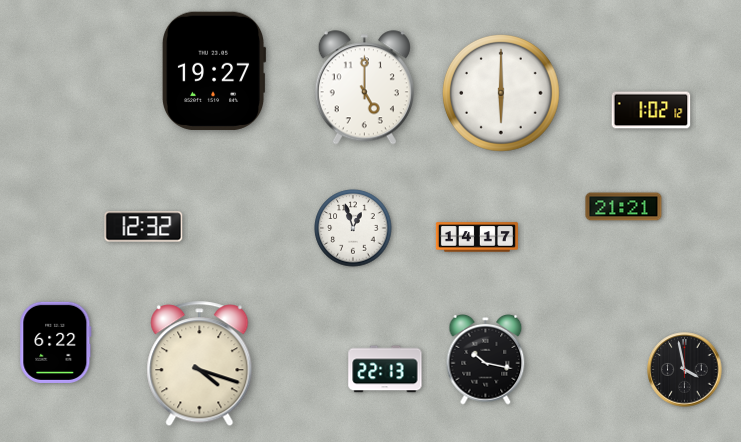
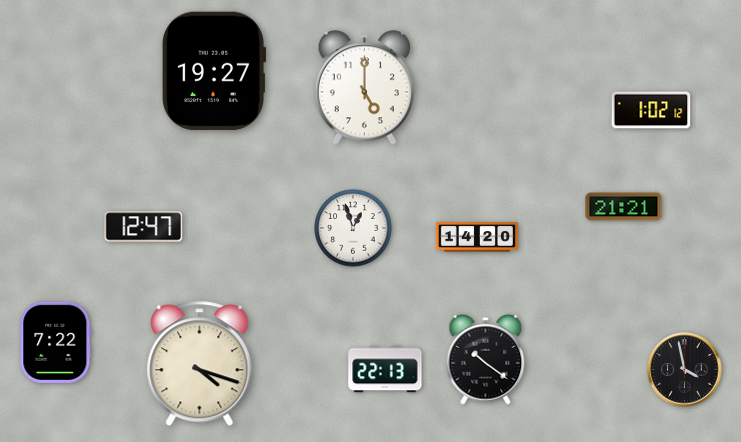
clock at (501, 93): 6:00 -> none
clock at (144, 227): 12:32 -> 12:47
clock at (477, 237): 14:17 -> 14:20
clock at (56, 342): 6:22 -> 7:22
clock at (486, 360): 10:17 -> 10:21
